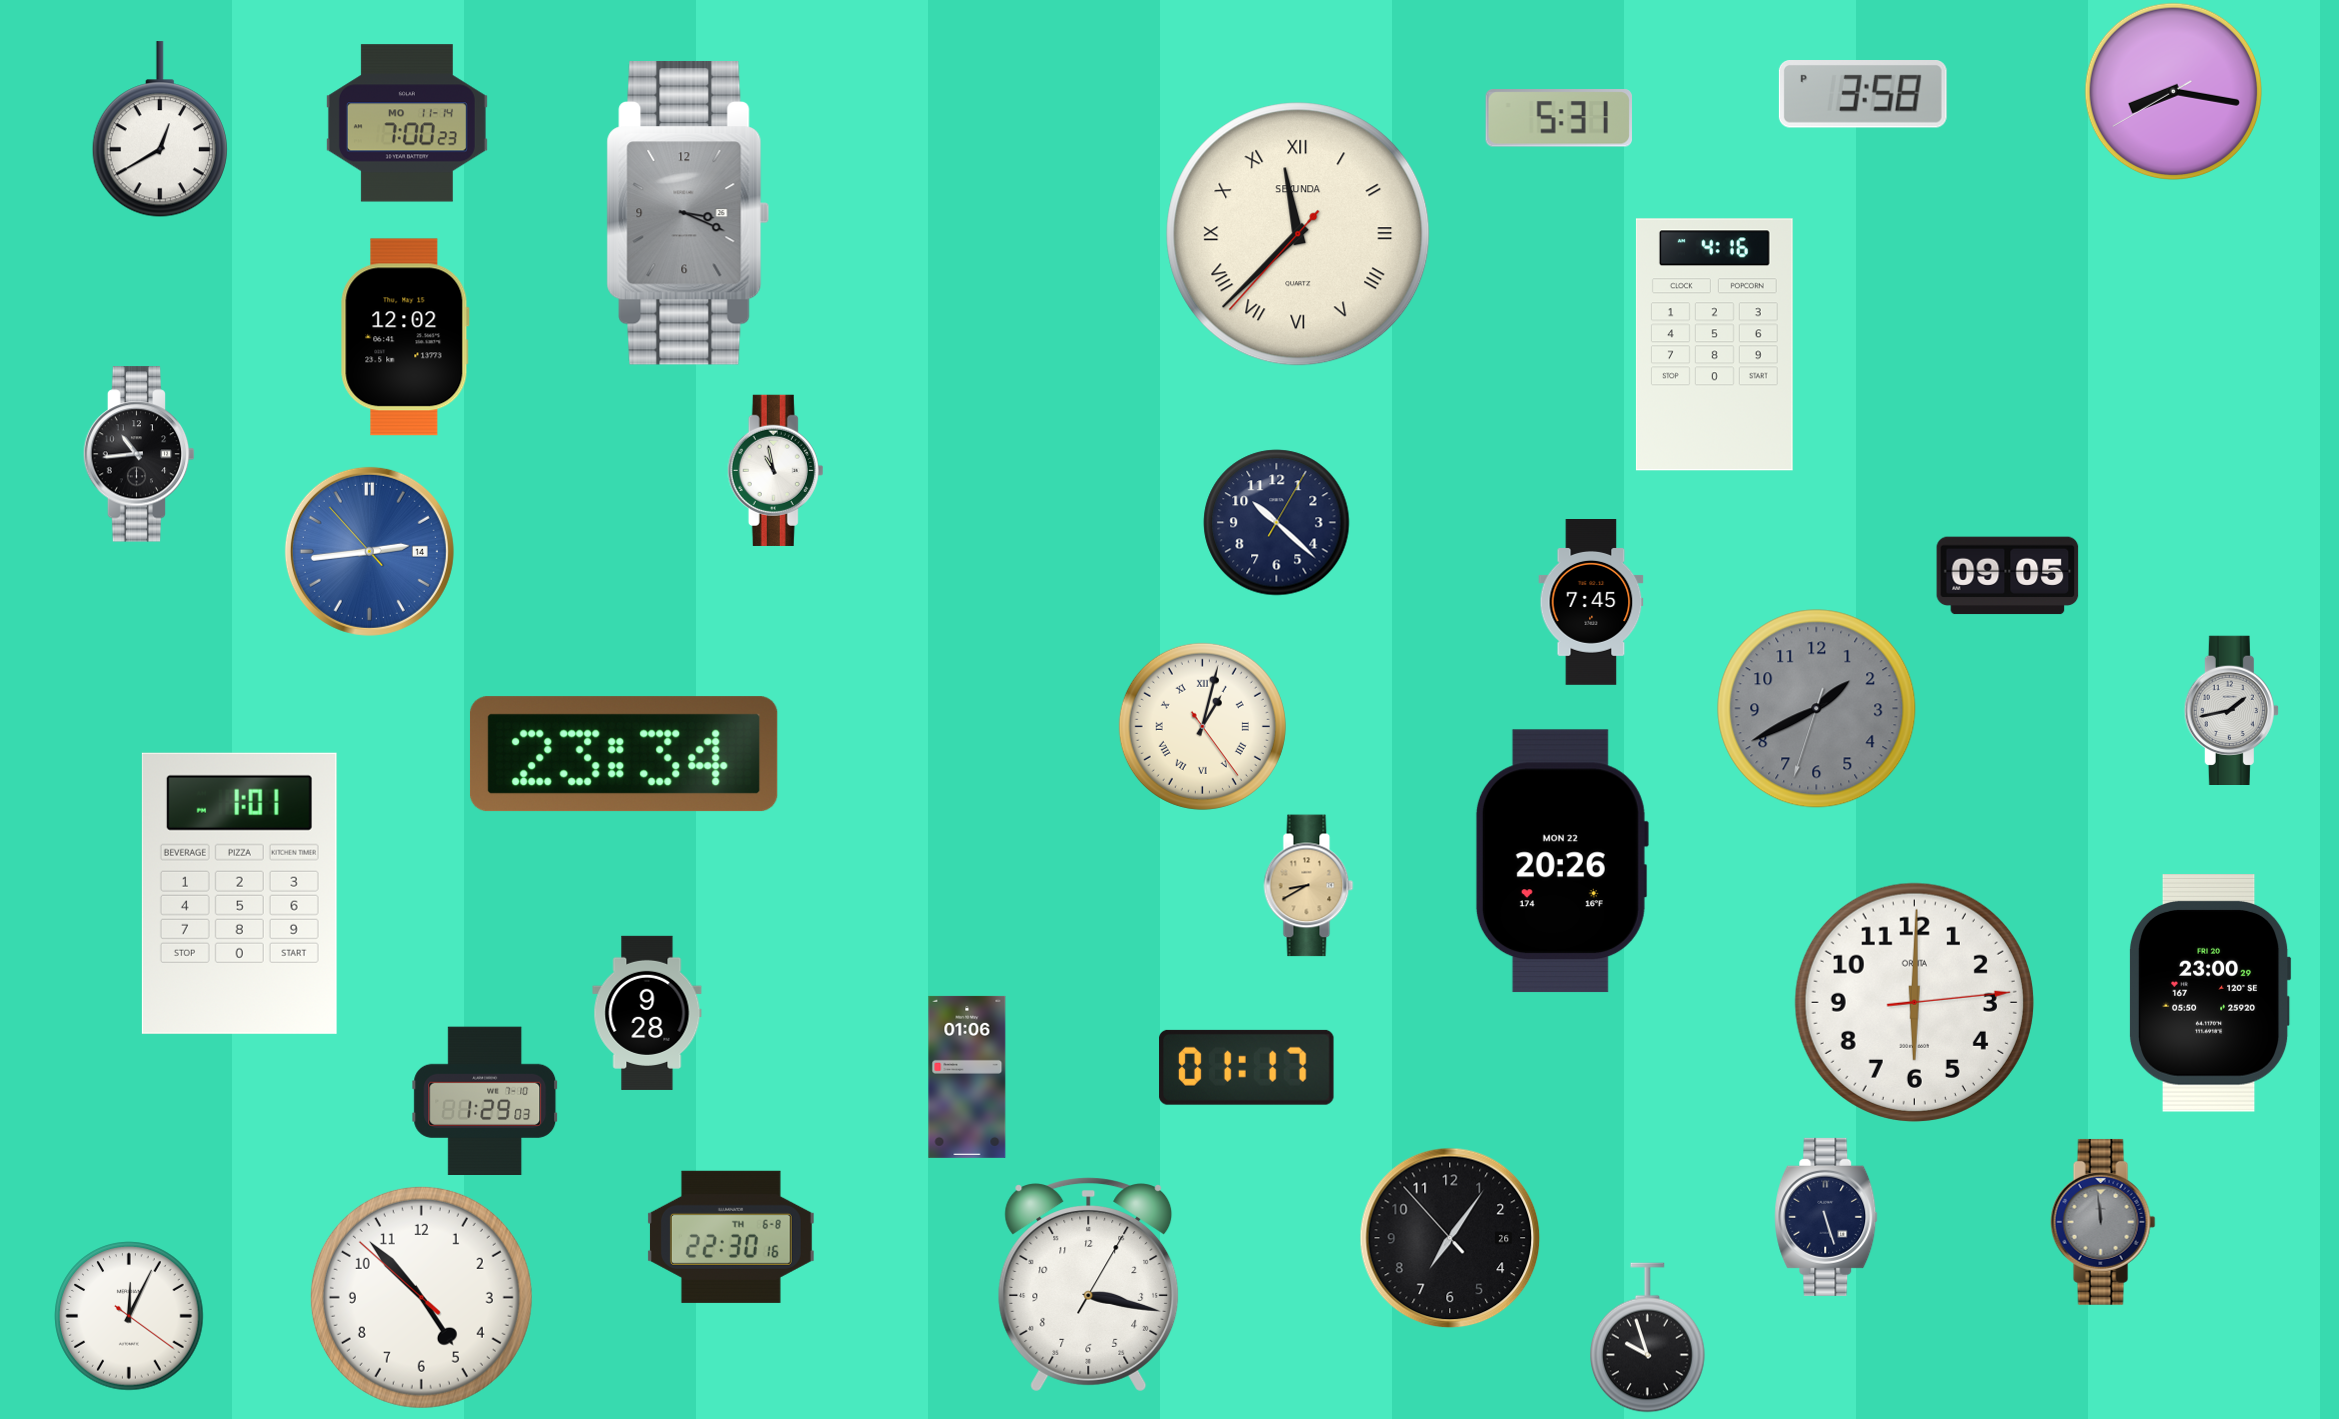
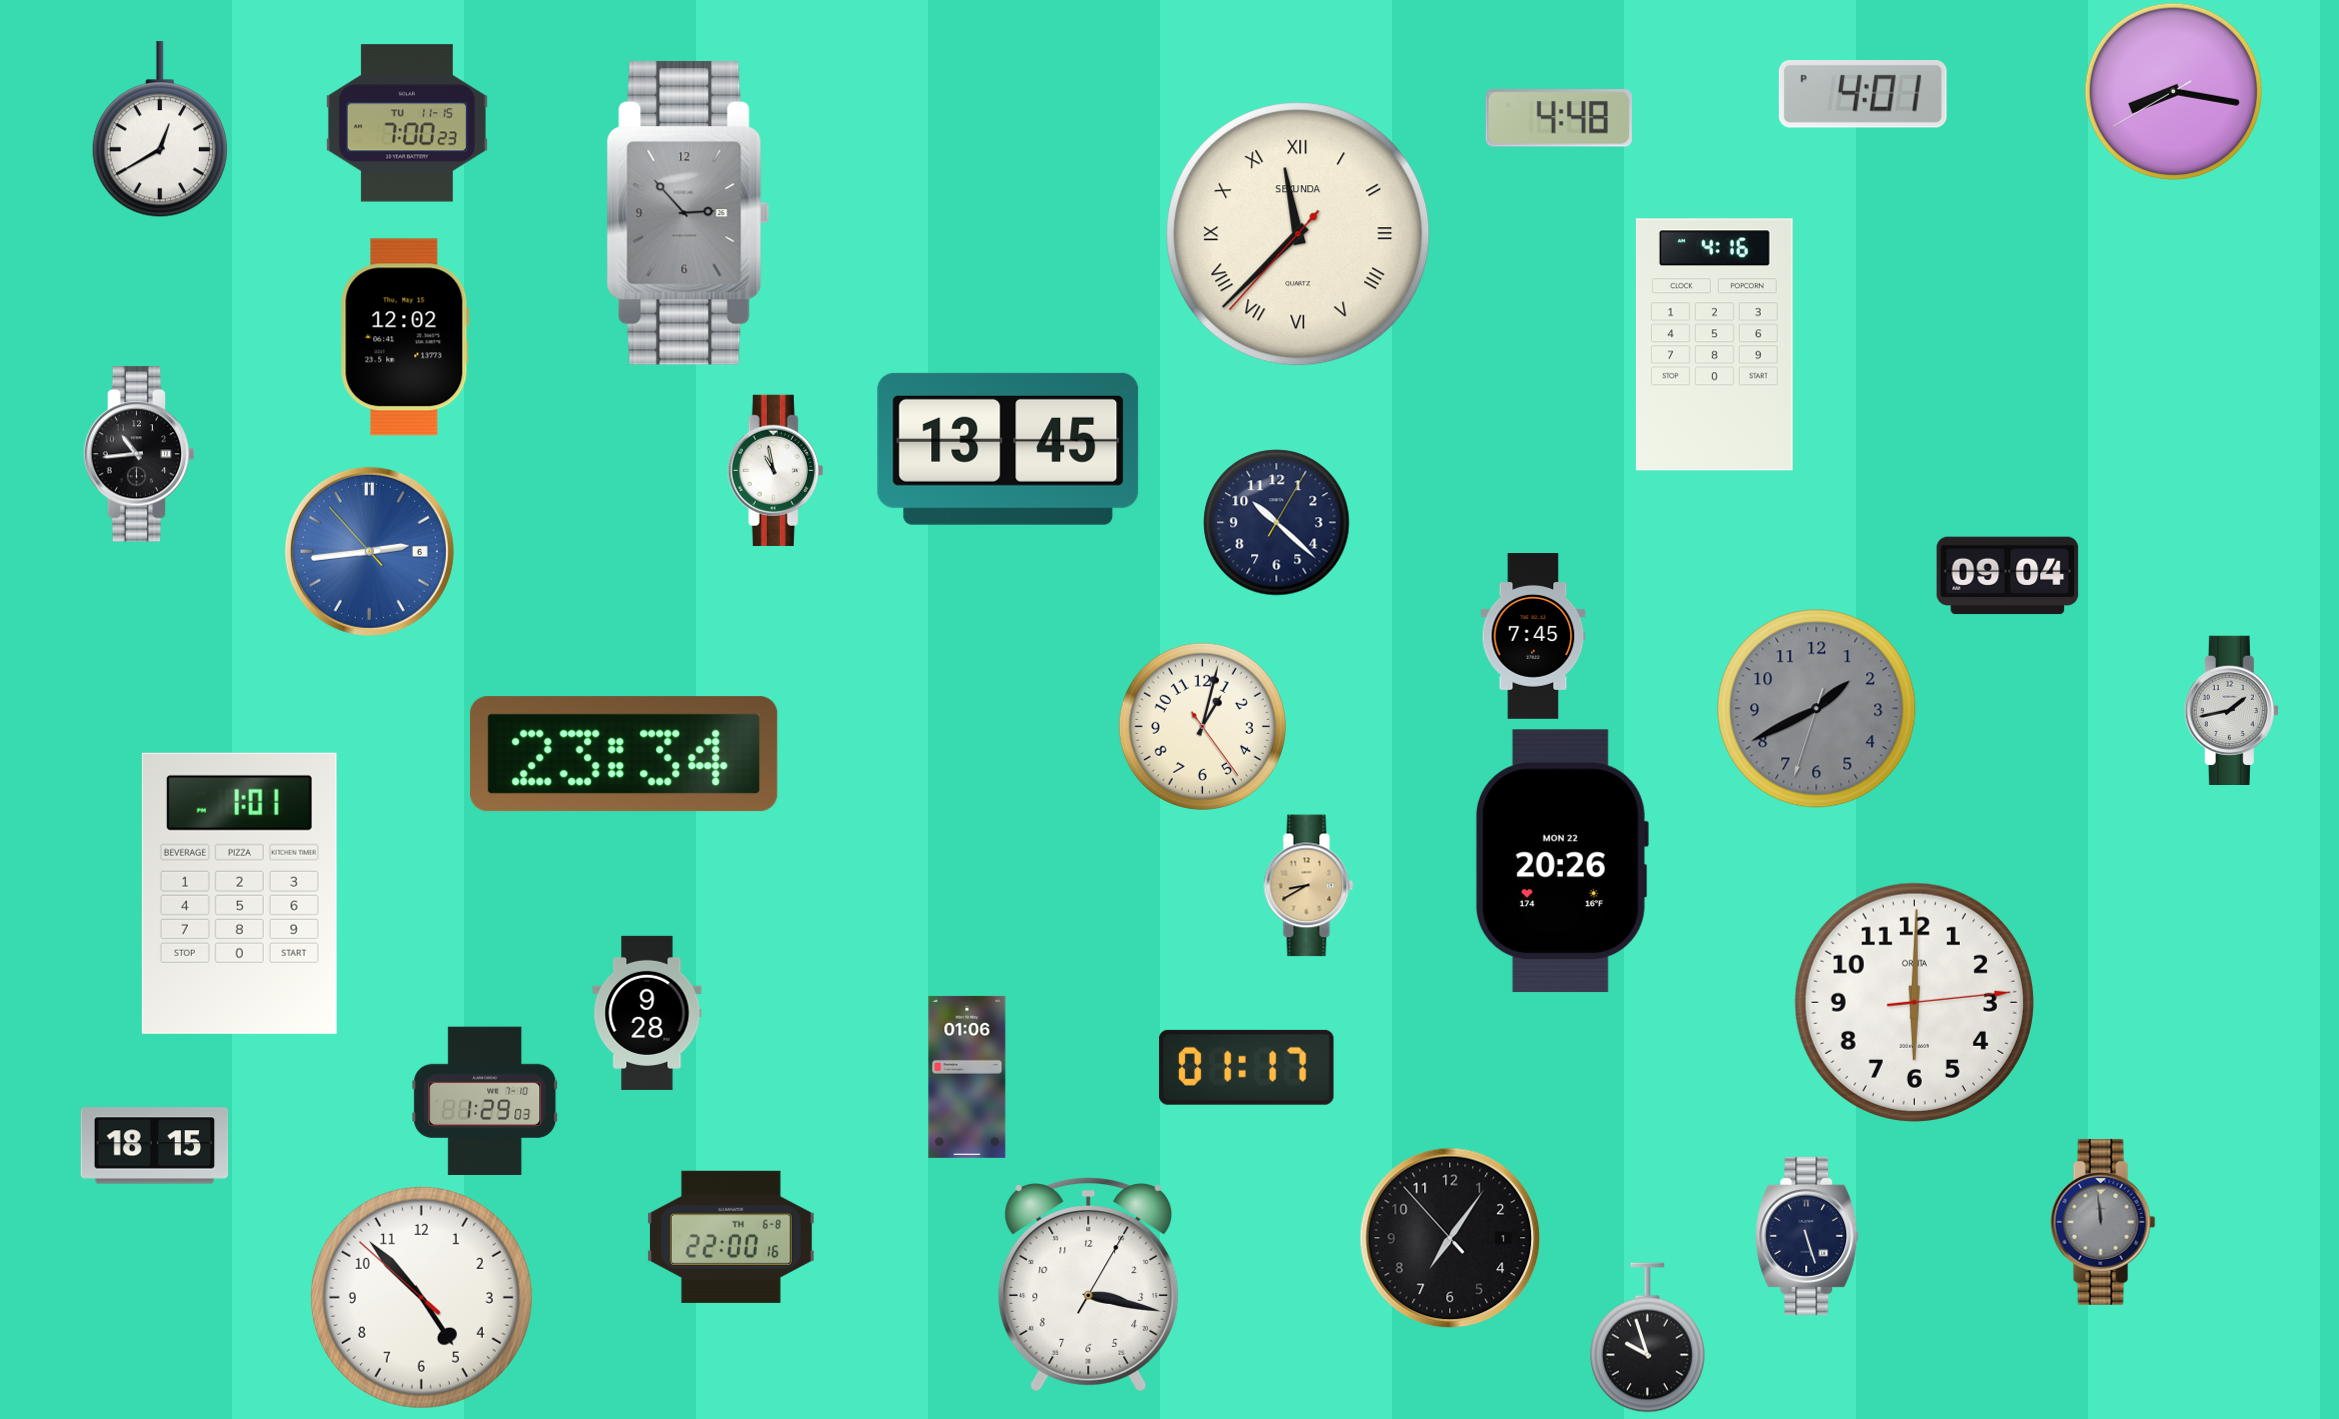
clock at (1863, 95): 3:58 -> 4:01
clock at (1559, 118): 5:31 -> 4:48
clock at (407, 123) date: MO 11-14 -> TU 11-15
clock at (688, 213): 3:19 -> 2:53
clock at (1008, 449): none -> 13:45
clock at (369, 551) date: 14 -> 6
clock at (2008, 576): 09:05 -> 09:04
clock at (1591, 603) position: (1591, 603) -> (1533, 637)
clock at (1202, 726) numerals: Roman -> Arabic
clock at (2210, 994): 23:00 -> none
clock at (155, 1146): none -> 18:15
clock at (1826, 1217) position: (1826, 1217) -> (1807, 1236)
clock at (731, 1237): 22:30 -> 22:00
clock at (1450, 1238) date: 26 -> 1
clock at (129, 1316): 12:04 -> none
